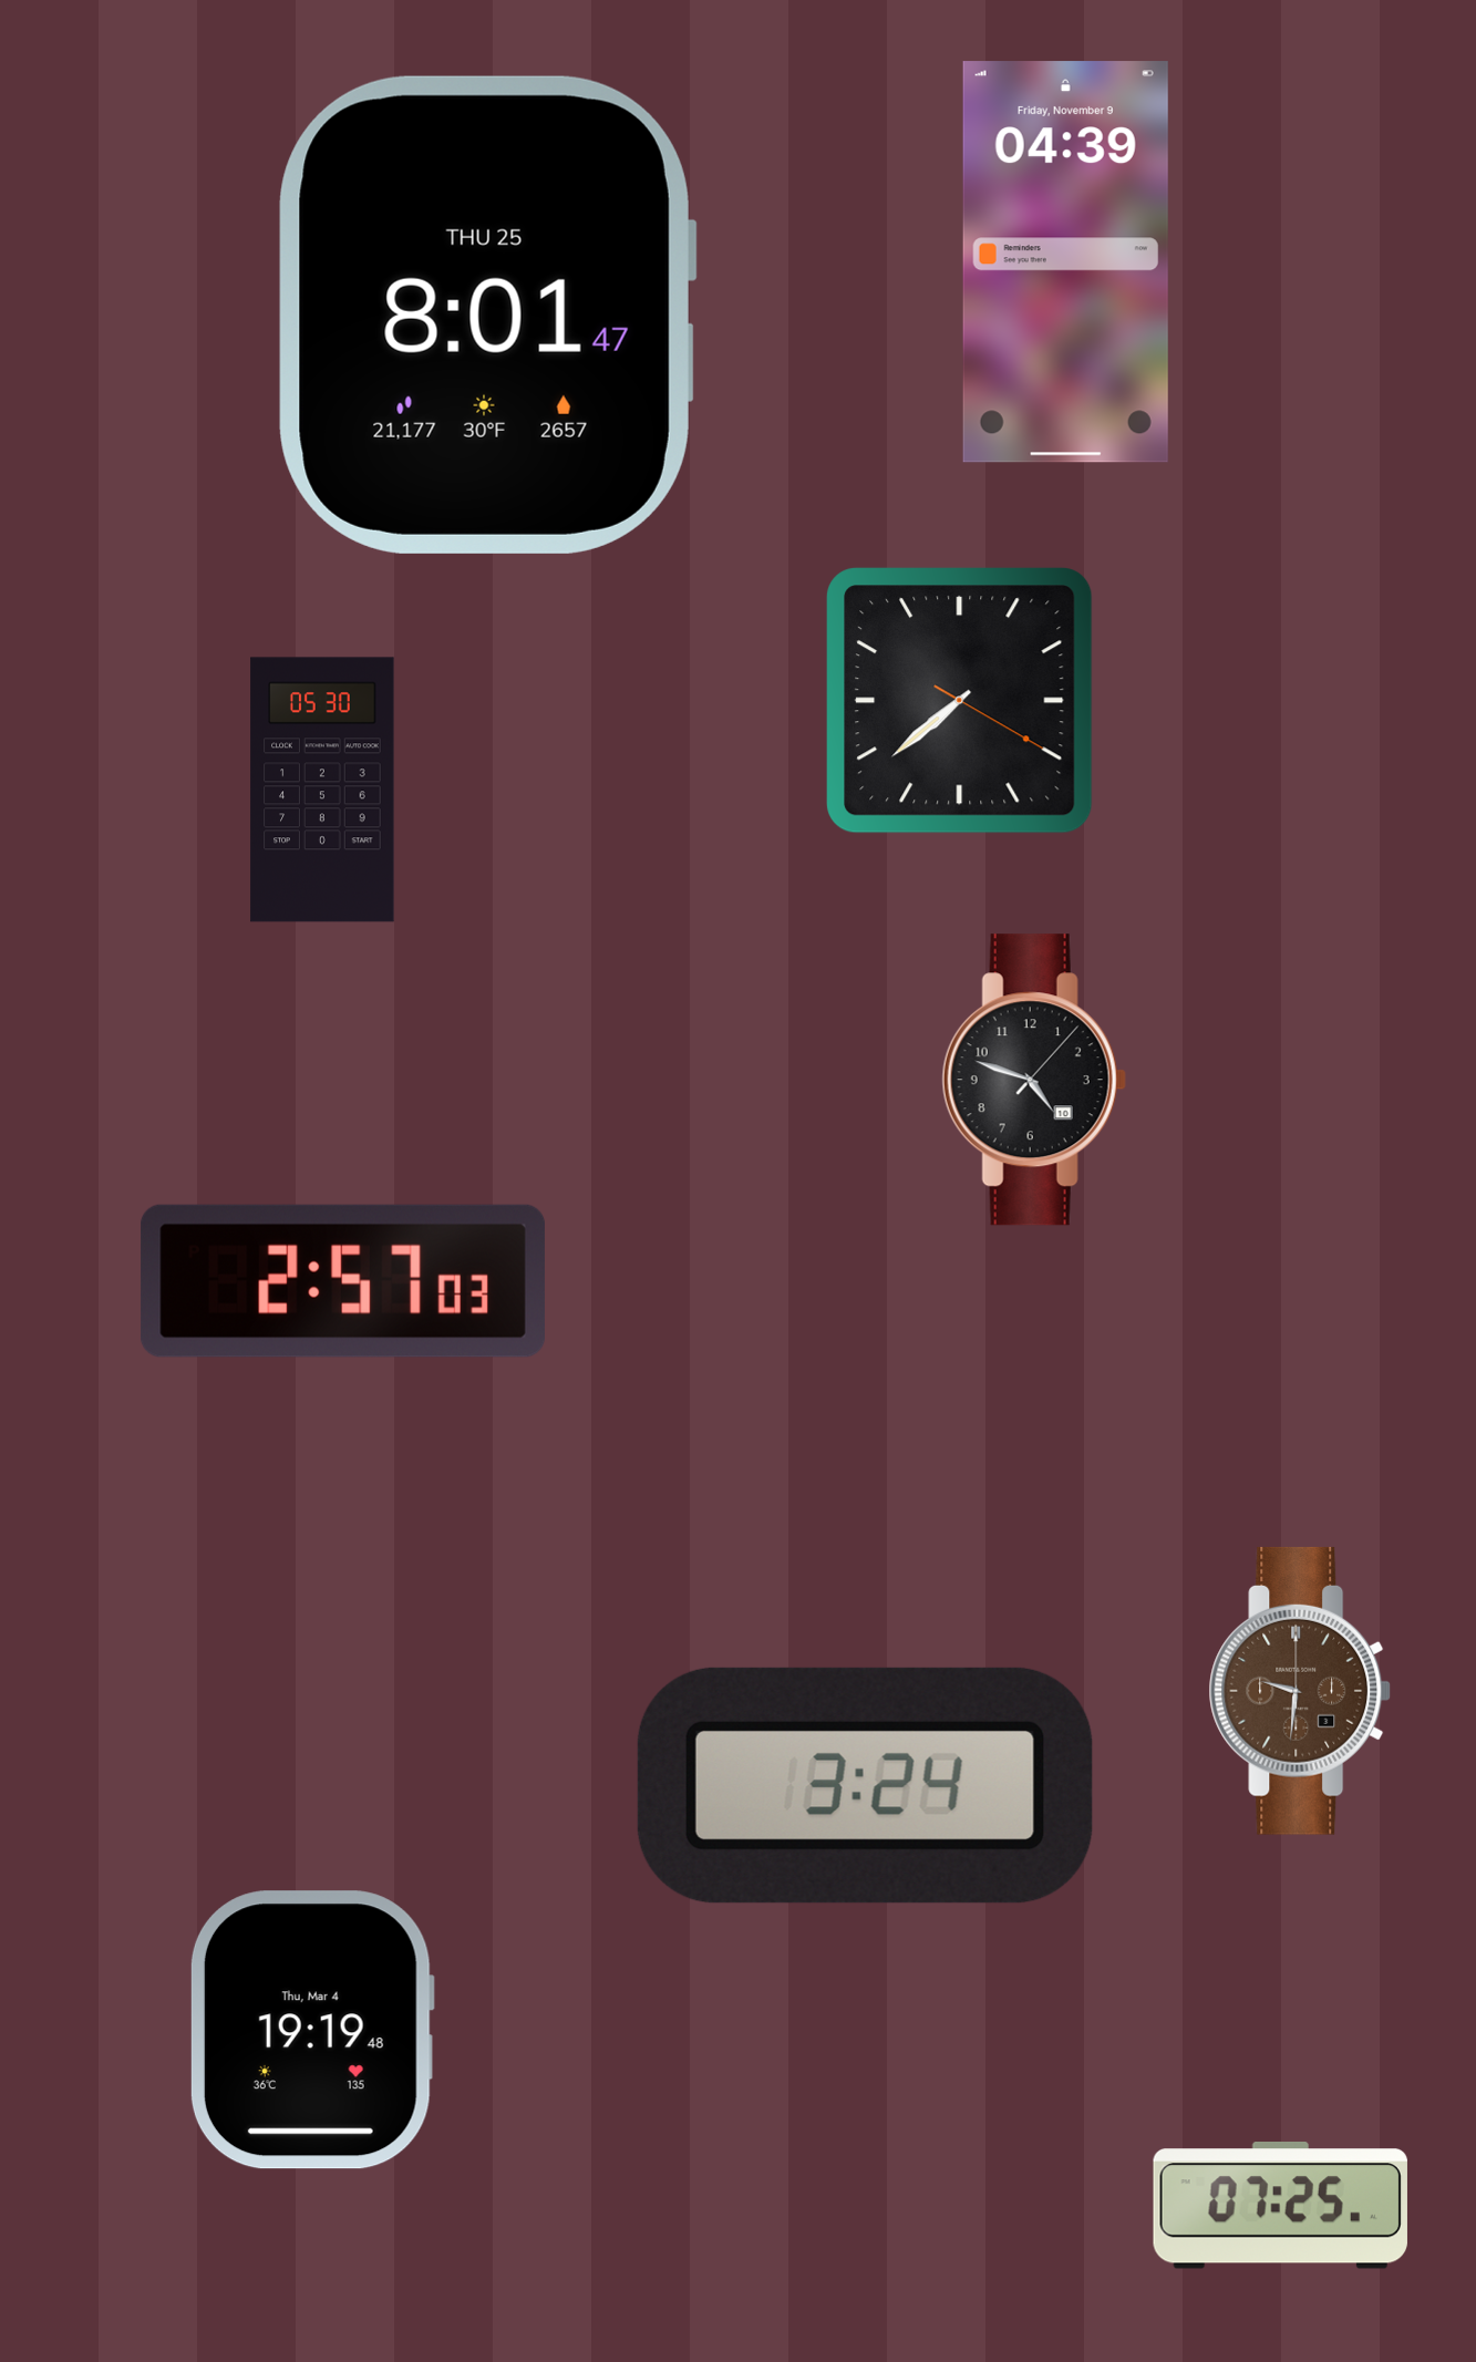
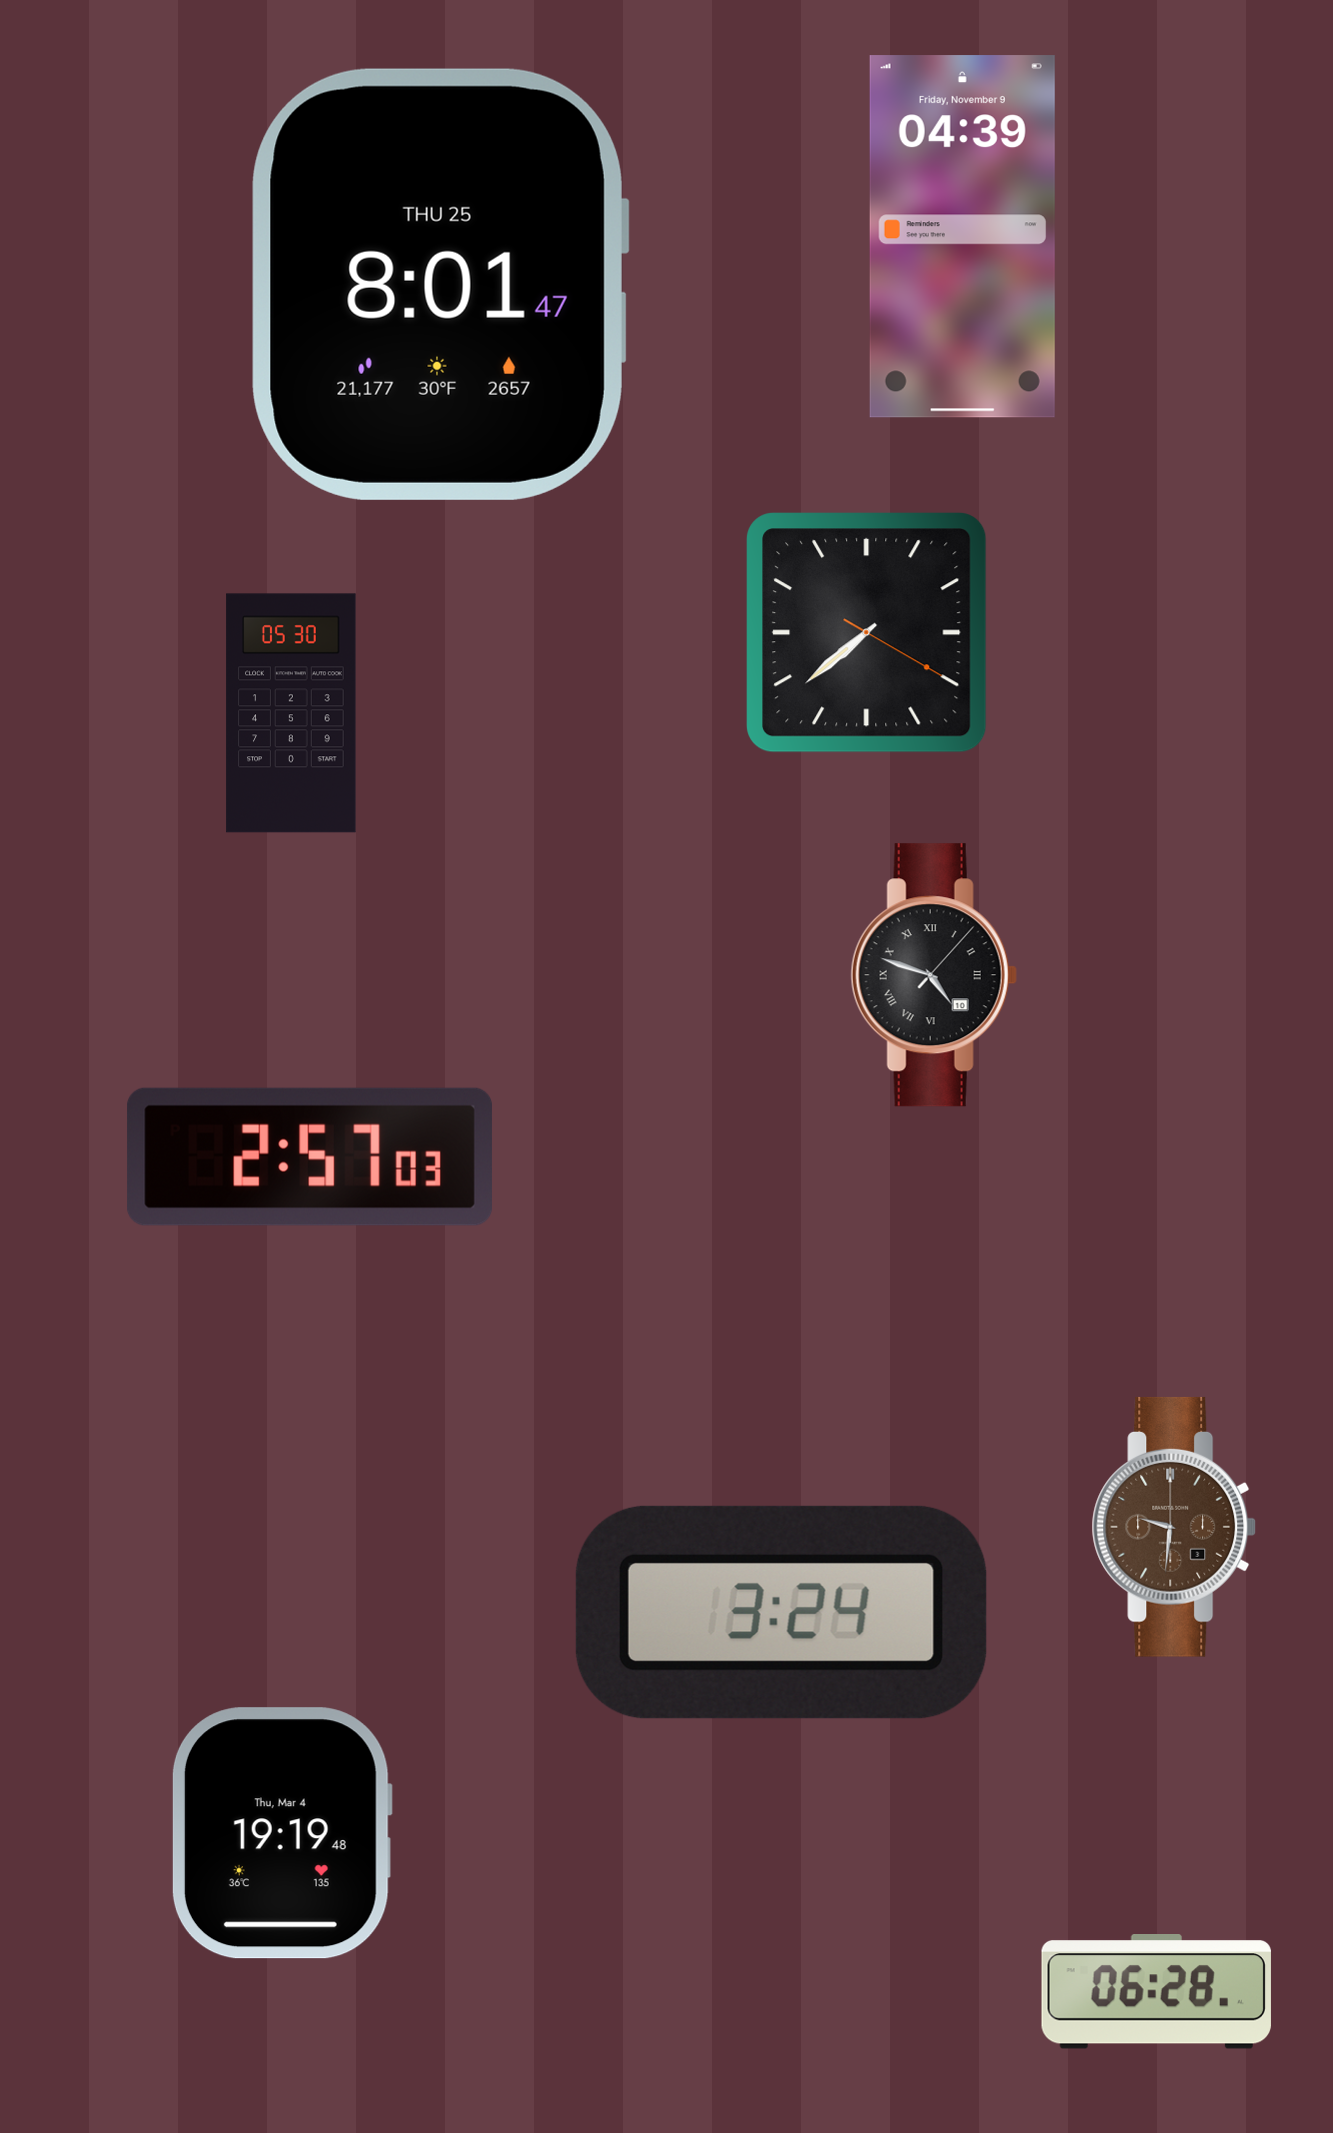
clock at (1034, 1080) numerals: Arabic -> Roman
clock at (1280, 2206): 07:25 -> 06:28
